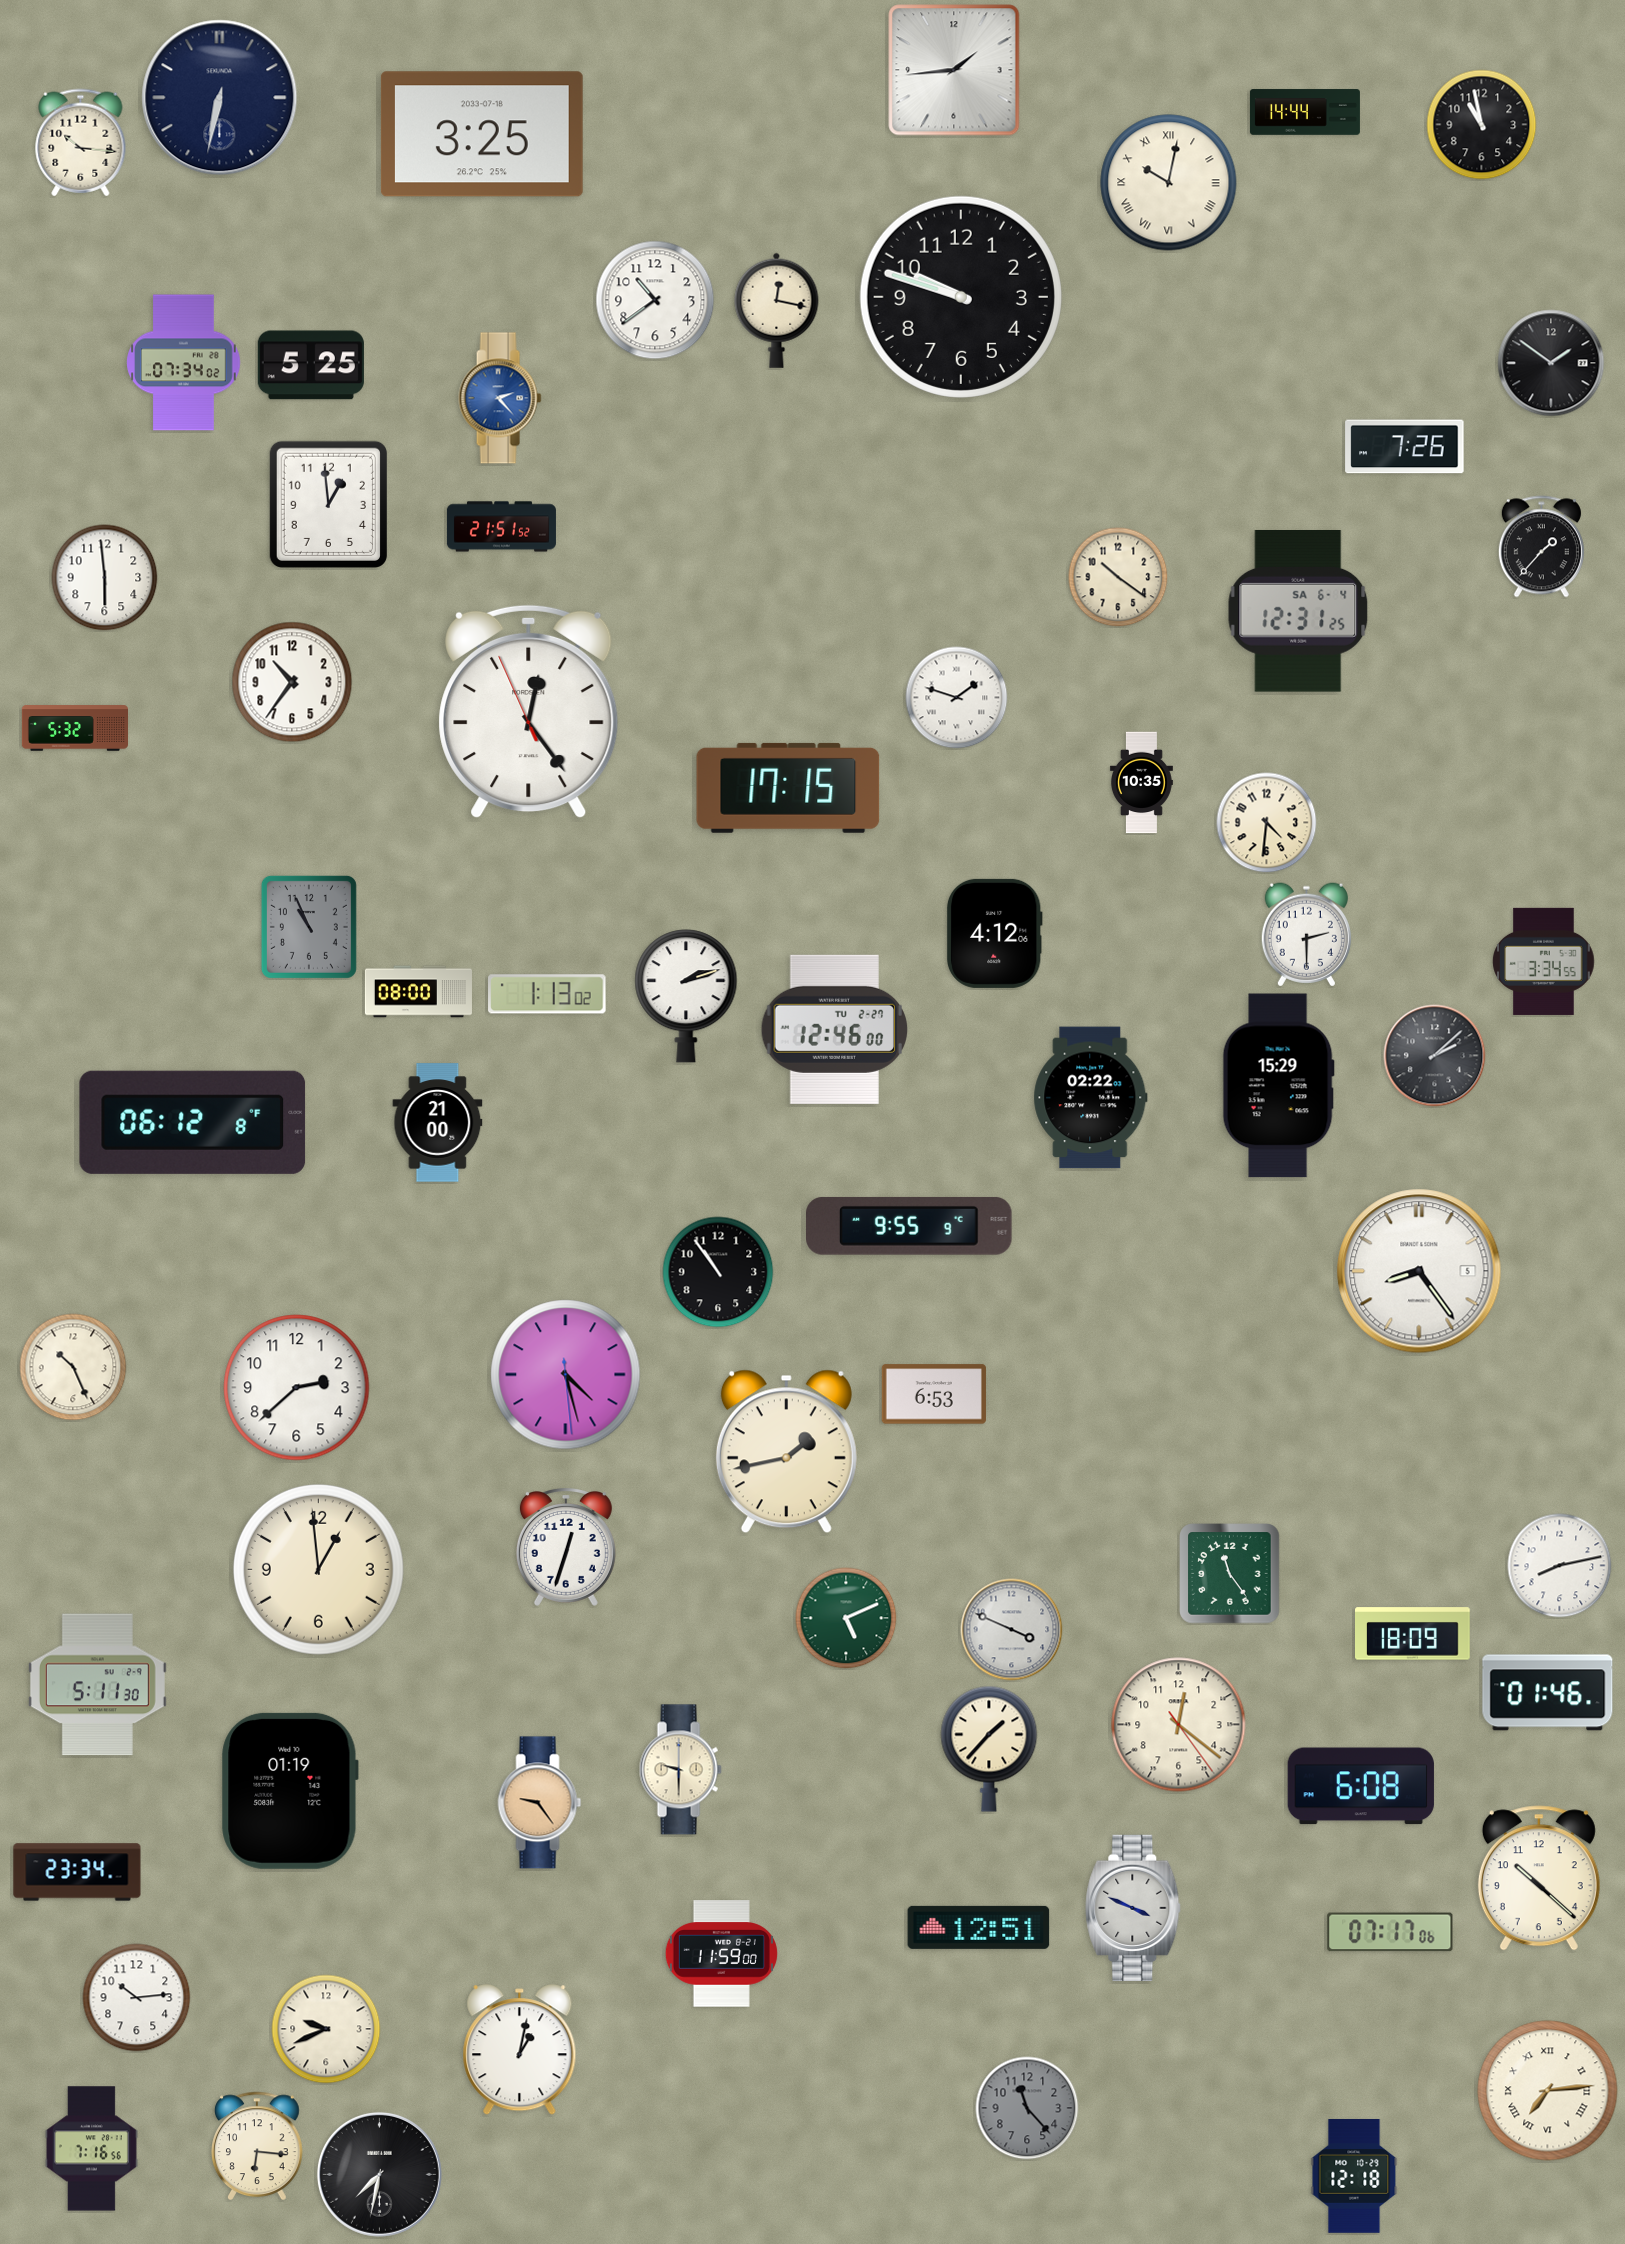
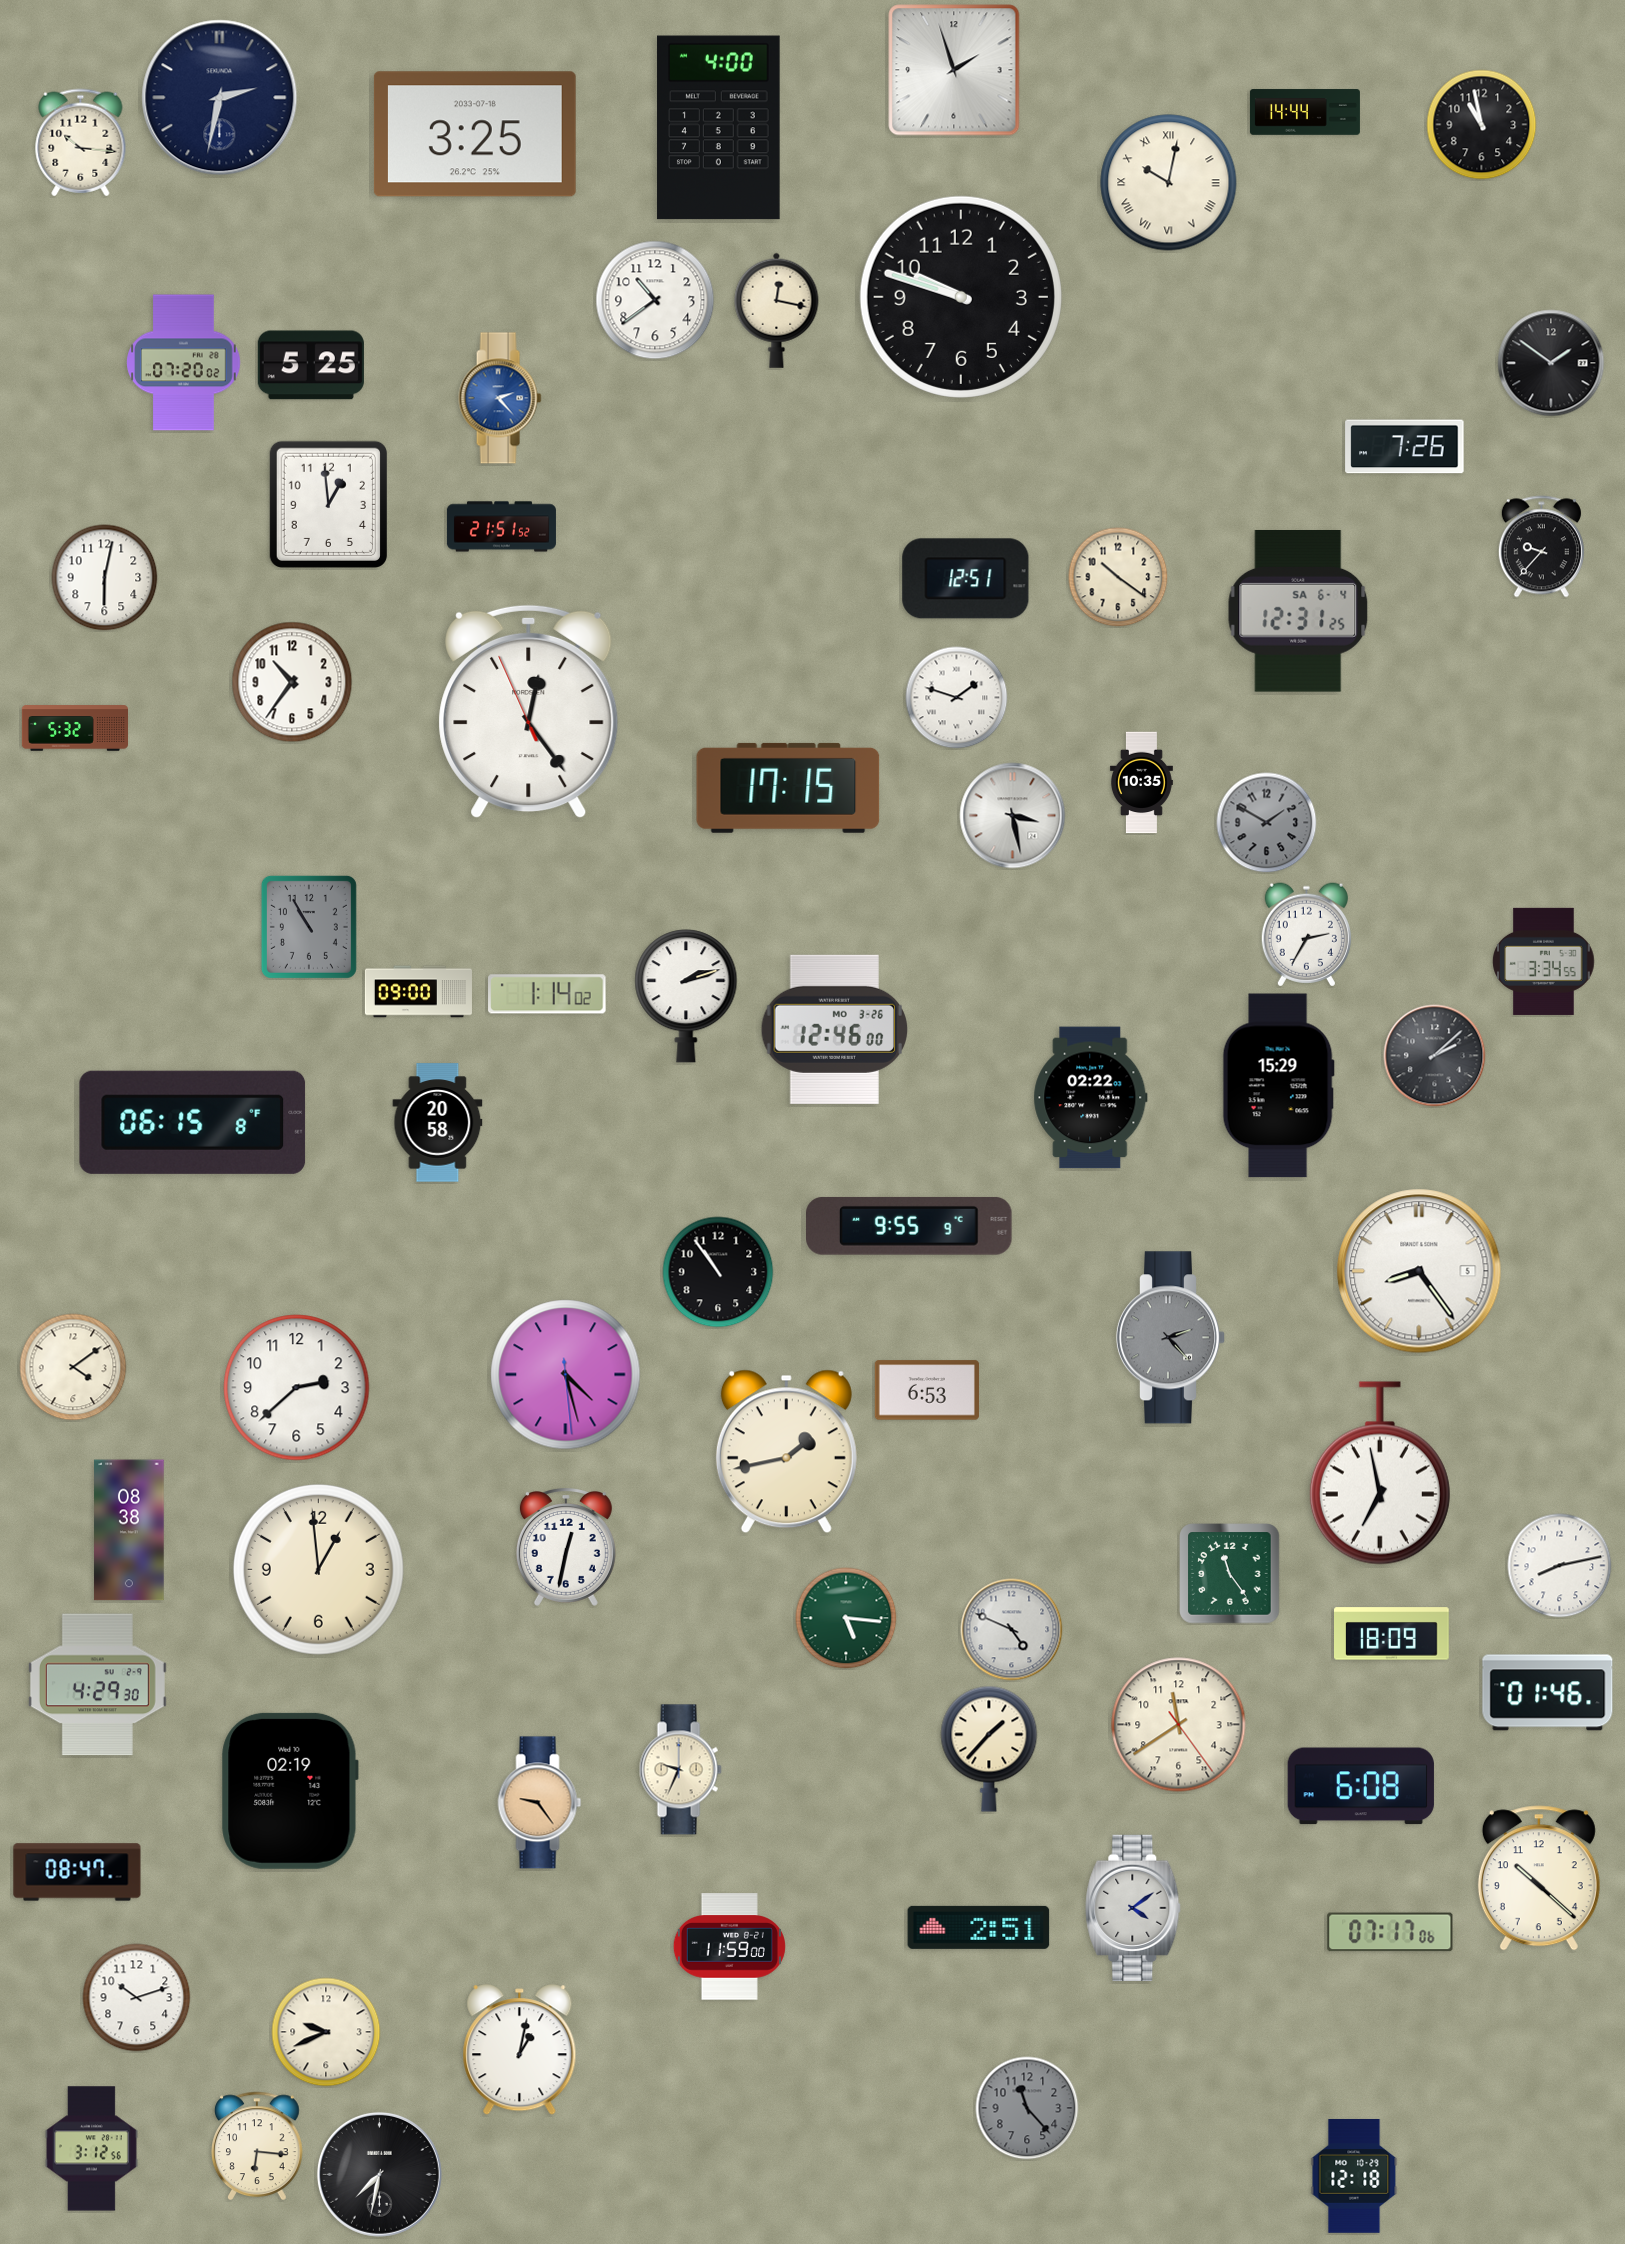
clock at (954, 70): 1:44 -> 1:57
clock at (220, 98): 6:32 -> 2:32
clock at (719, 128): none -> 4:00
clock at (482, 134) position: (482, 134) -> (475, 134)
clock at (184, 363): 07:34 -> 07:20
clock at (1541, 547): 1:37 -> 9:37
clock at (105, 578): 5:59 -> 6:02
clock at (966, 579): none -> 12:51
clock at (1013, 816): none -> 3:28
clock at (1267, 823): 4:31 -> 1:50
clock at (1267, 823) dial: cream -> grey
clock at (309, 927): 10:56 -> 10:55
clock at (994, 933): 4:12 -> none
clock at (1306, 935): 2:30 -> 2:35
clock at (418, 992): 08:00 -> 09:00
clock at (547, 994): 1:13 -> 1:14
clock at (834, 1029) date: TU 2-27 -> MO 3-26
clock at (193, 1122): 06:12 -> 06:15
clock at (438, 1123): 21:00 -> 20:58
clock at (1170, 1338): none -> 2:23
clock at (73, 1367): 10:26 -> 4:09
clock at (933, 1394) position: (933, 1394) -> (926, 1390)
clock at (1380, 1473): none -> 6:58
clock at (129, 1530): none -> 08:38
clock at (566, 1548): 12:33 -> 12:32
clock at (846, 1618): 5:11 -> 5:16
clock at (1012, 1630): 3:49 -> 4:49
clock at (1413, 1634) position: (1413, 1634) -> (1392, 1634)
clock at (97, 1685): 5:11 -> 4:29
clock at (1179, 1725): 12:21 -> 11:39
clock at (680, 1770): 9:30 -> 9:34
clock at (290, 1791): 01:19 -> 02:19
clock at (77, 1872): 23:34 -> 08:47
clock at (1133, 1907): 3:49 -> 4:09
clock at (979, 1927): 12:51 -> 2:51
clock at (721, 1954) position: (721, 1954) -> (729, 1947)
clock at (137, 1998): 10:14 -> 10:12
clock at (326, 2029) position: (326, 2029) -> (326, 2032)
clock at (1548, 2091): 7:14 -> none
clock at (91, 2149): 7:16 -> 3:12
